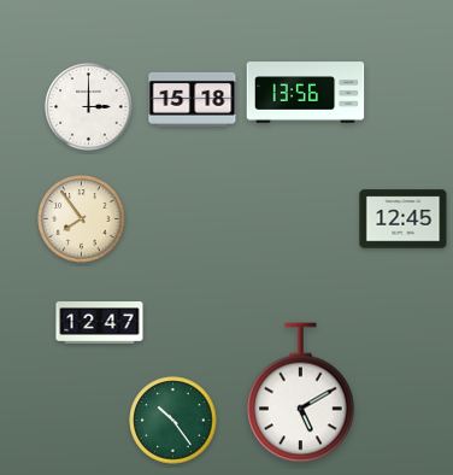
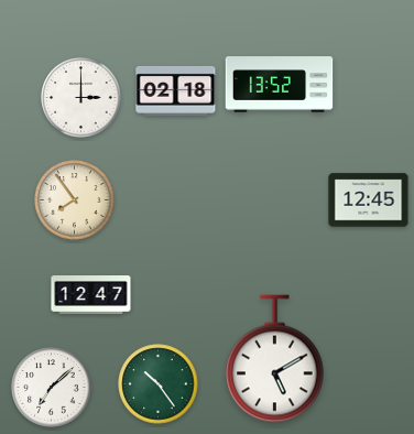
clock at (306, 93): 13:56 -> 13:52
clock at (193, 99): 15:18 -> 02:18
clock at (52, 388): none -> 7:08
